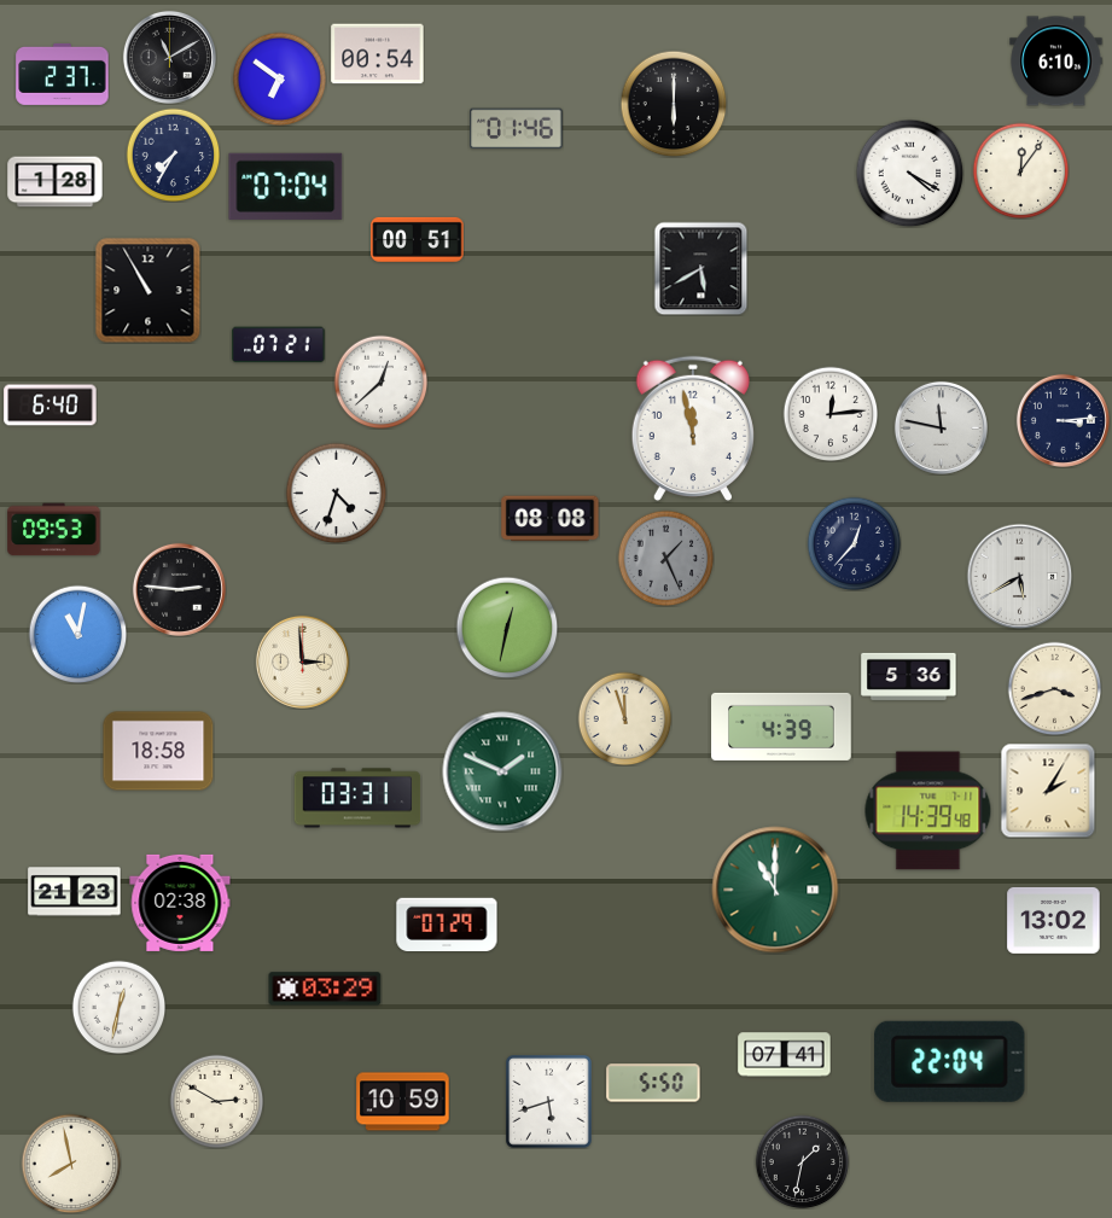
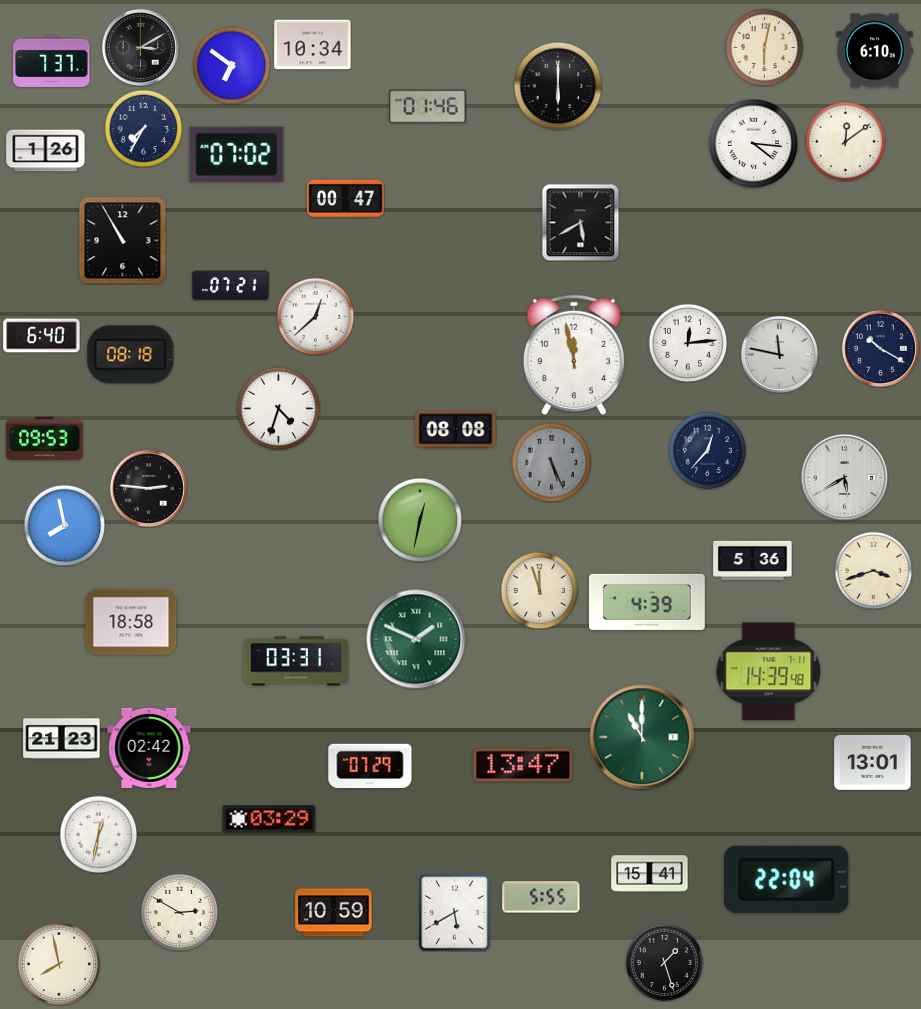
clock at (378, 54): 00:54 -> 10:34
clock at (169, 57): 11:10 -> 3:10
clock at (764, 47): none -> 6:02
clock at (63, 74): 2:37 -> 7:37
clock at (1020, 170): 12:06 -> 12:09
clock at (909, 173): 4:20 -> 4:16
clock at (56, 182): 1:28 -> 1:26
clock at (286, 186): 07:04 -> 07:02
clock at (418, 239): 00:51 -> 00:47
clock at (1062, 420): 3:14 -> 10:20
clock at (131, 355): none -> 08:18
clock at (665, 558): 1:26 -> 5:26
clock at (77, 634): 11:02 -> 7:58
clock at (302, 662): 2:59 -> none
clock at (624, 718) position: (624, 718) -> (539, 590)
clock at (1048, 791): 2:05 -> none
clock at (180, 903): 02:38 -> 02:42
clock at (1054, 920): 13:02 -> 13:01
clock at (523, 765): none -> 13:47
clock at (785, 1055): 07:41 -> 15:41
clock at (653, 1083): 5:50 -> 5:55
clock at (549, 1102): 5:42 -> 5:40
clock at (802, 1161): 1:32 -> 1:27
